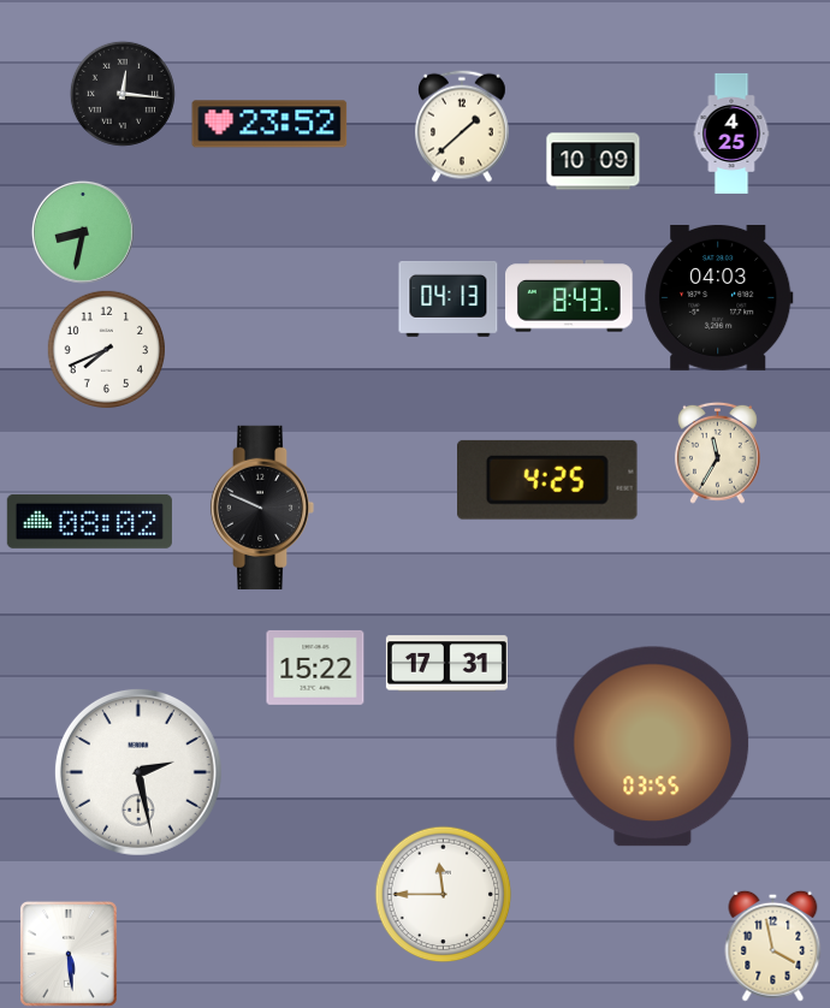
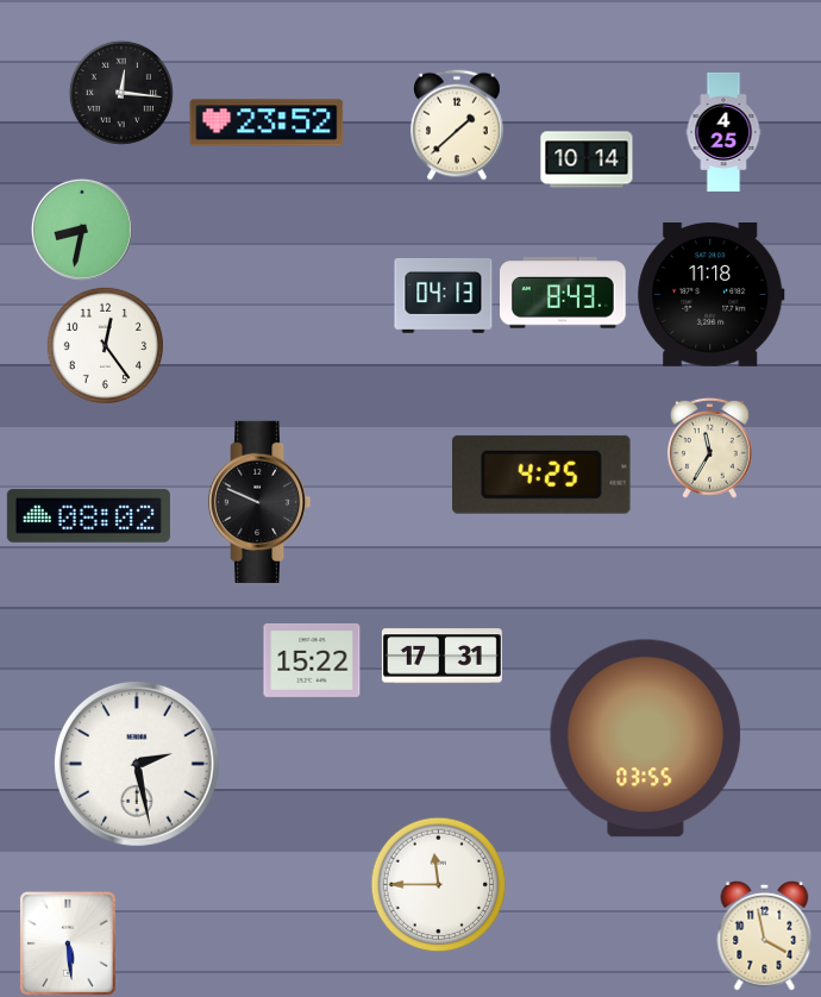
clock at (593, 161): 10:09 -> 10:14
clock at (719, 297): 04:03 -> 11:18
clock at (106, 349): 7:41 -> 12:24
